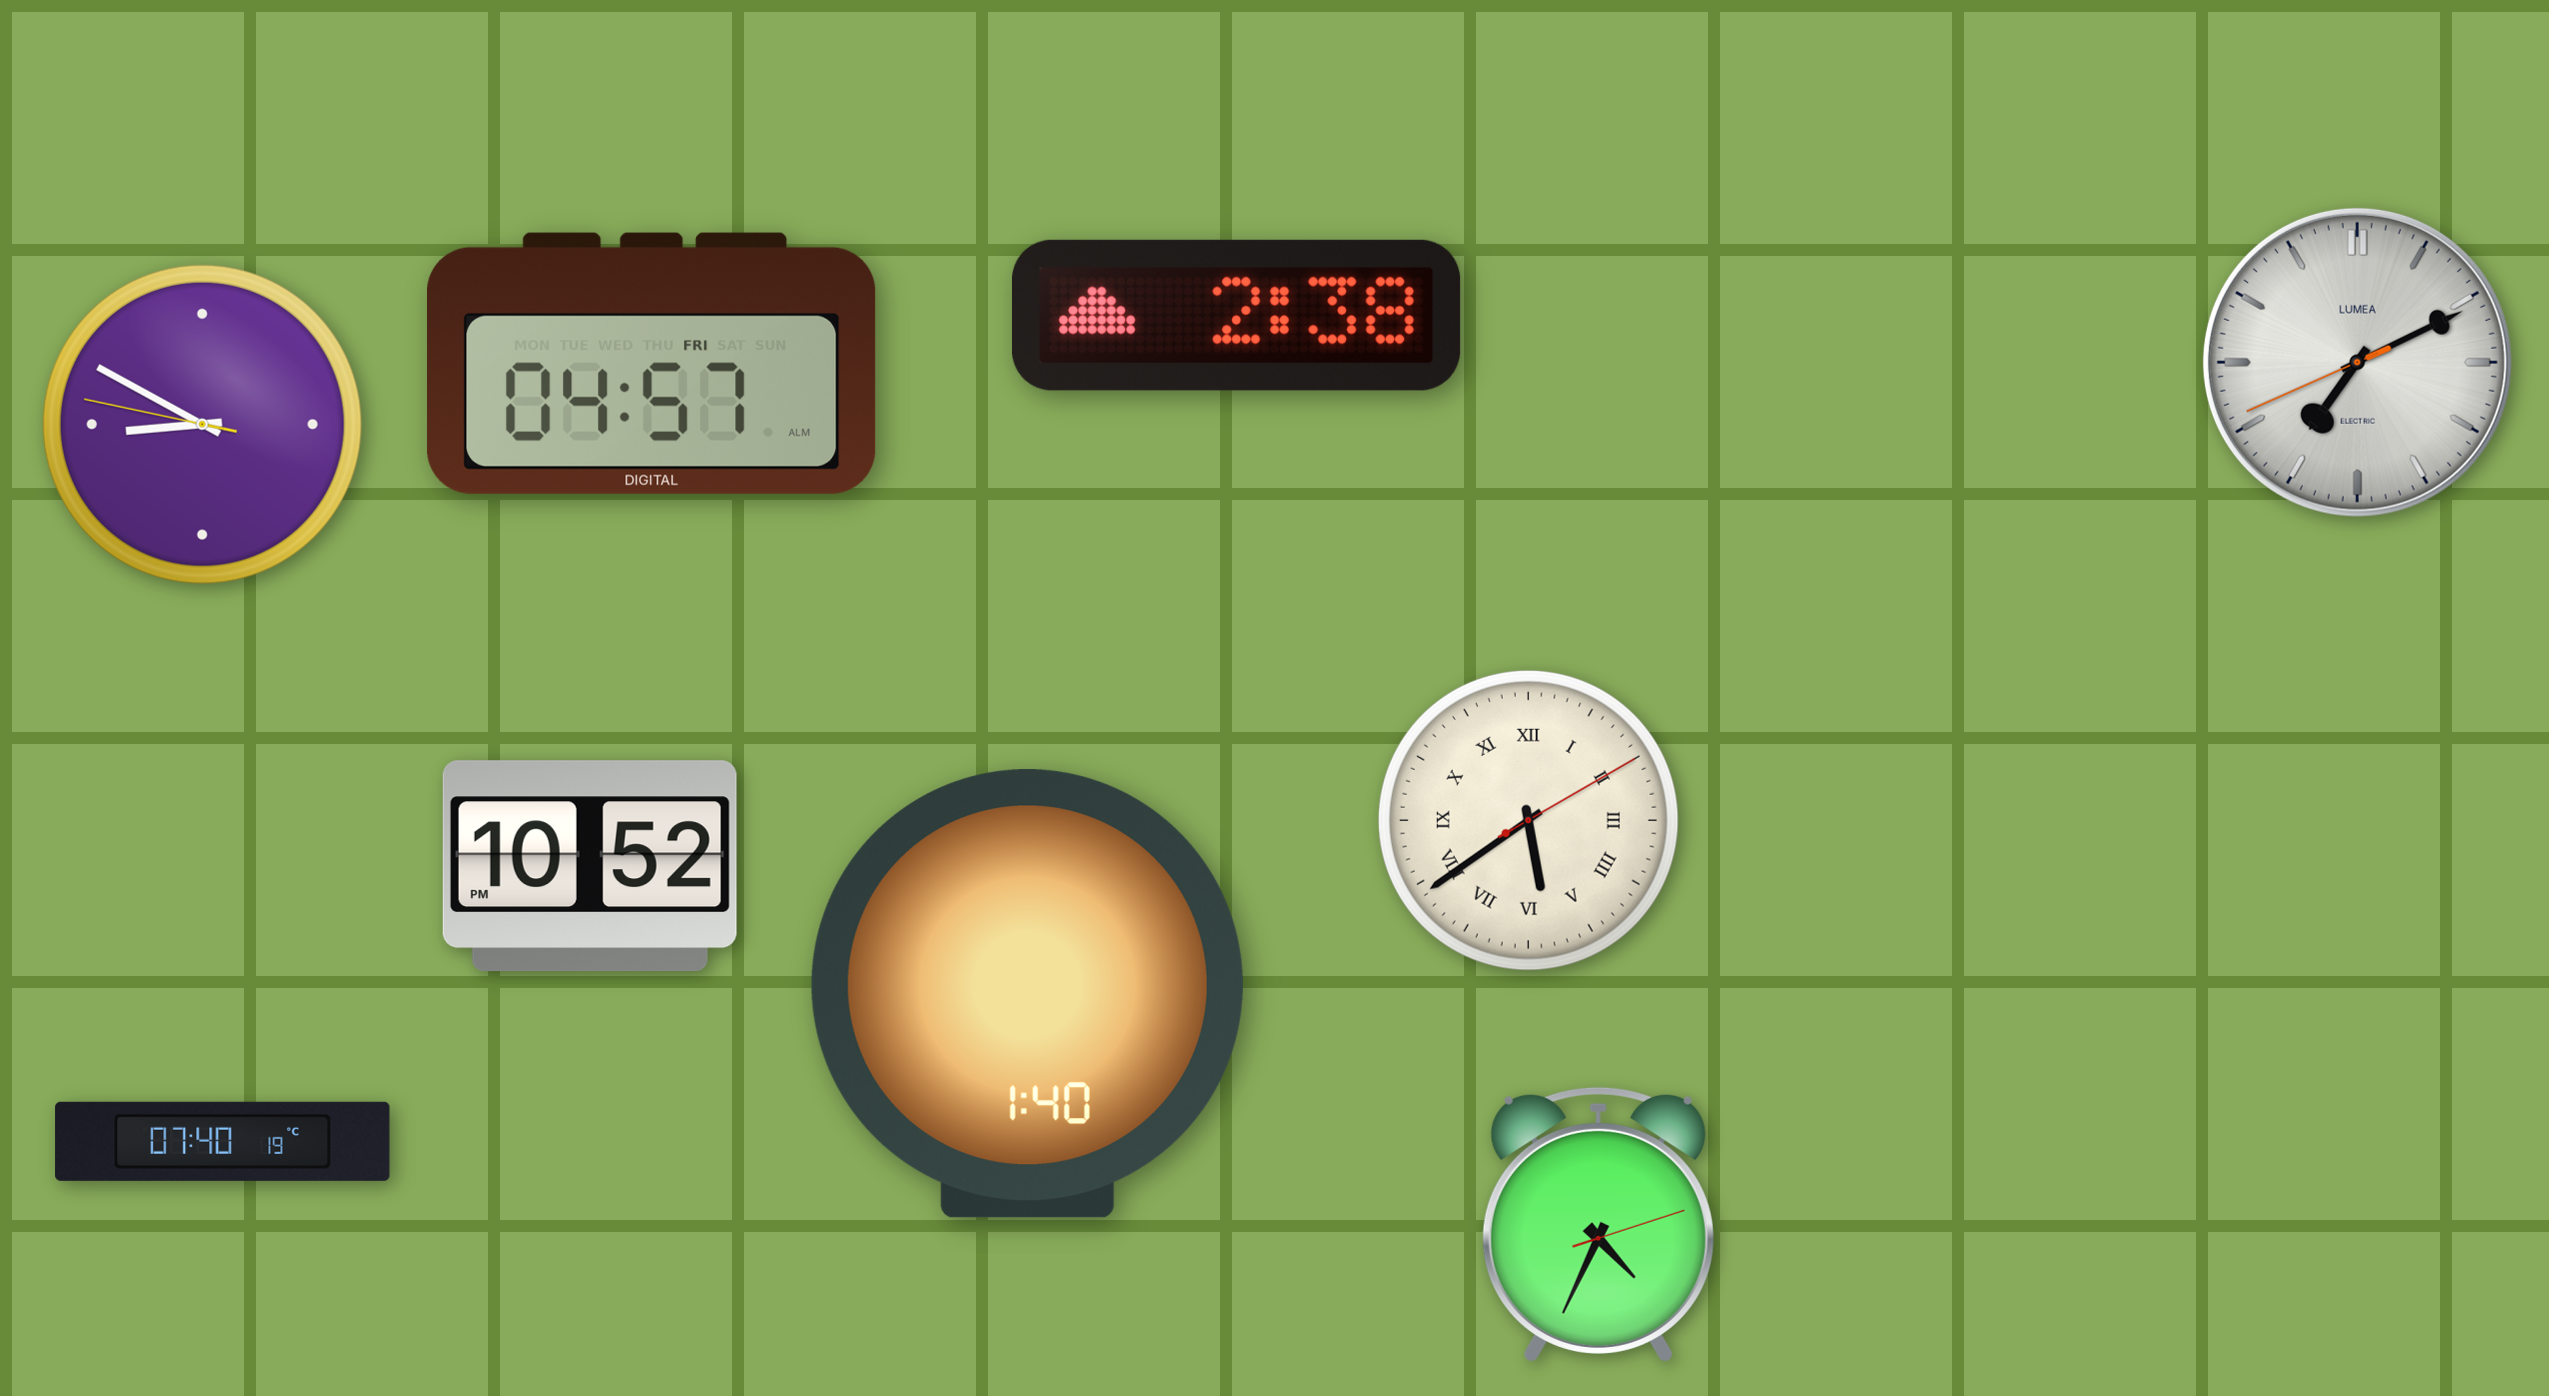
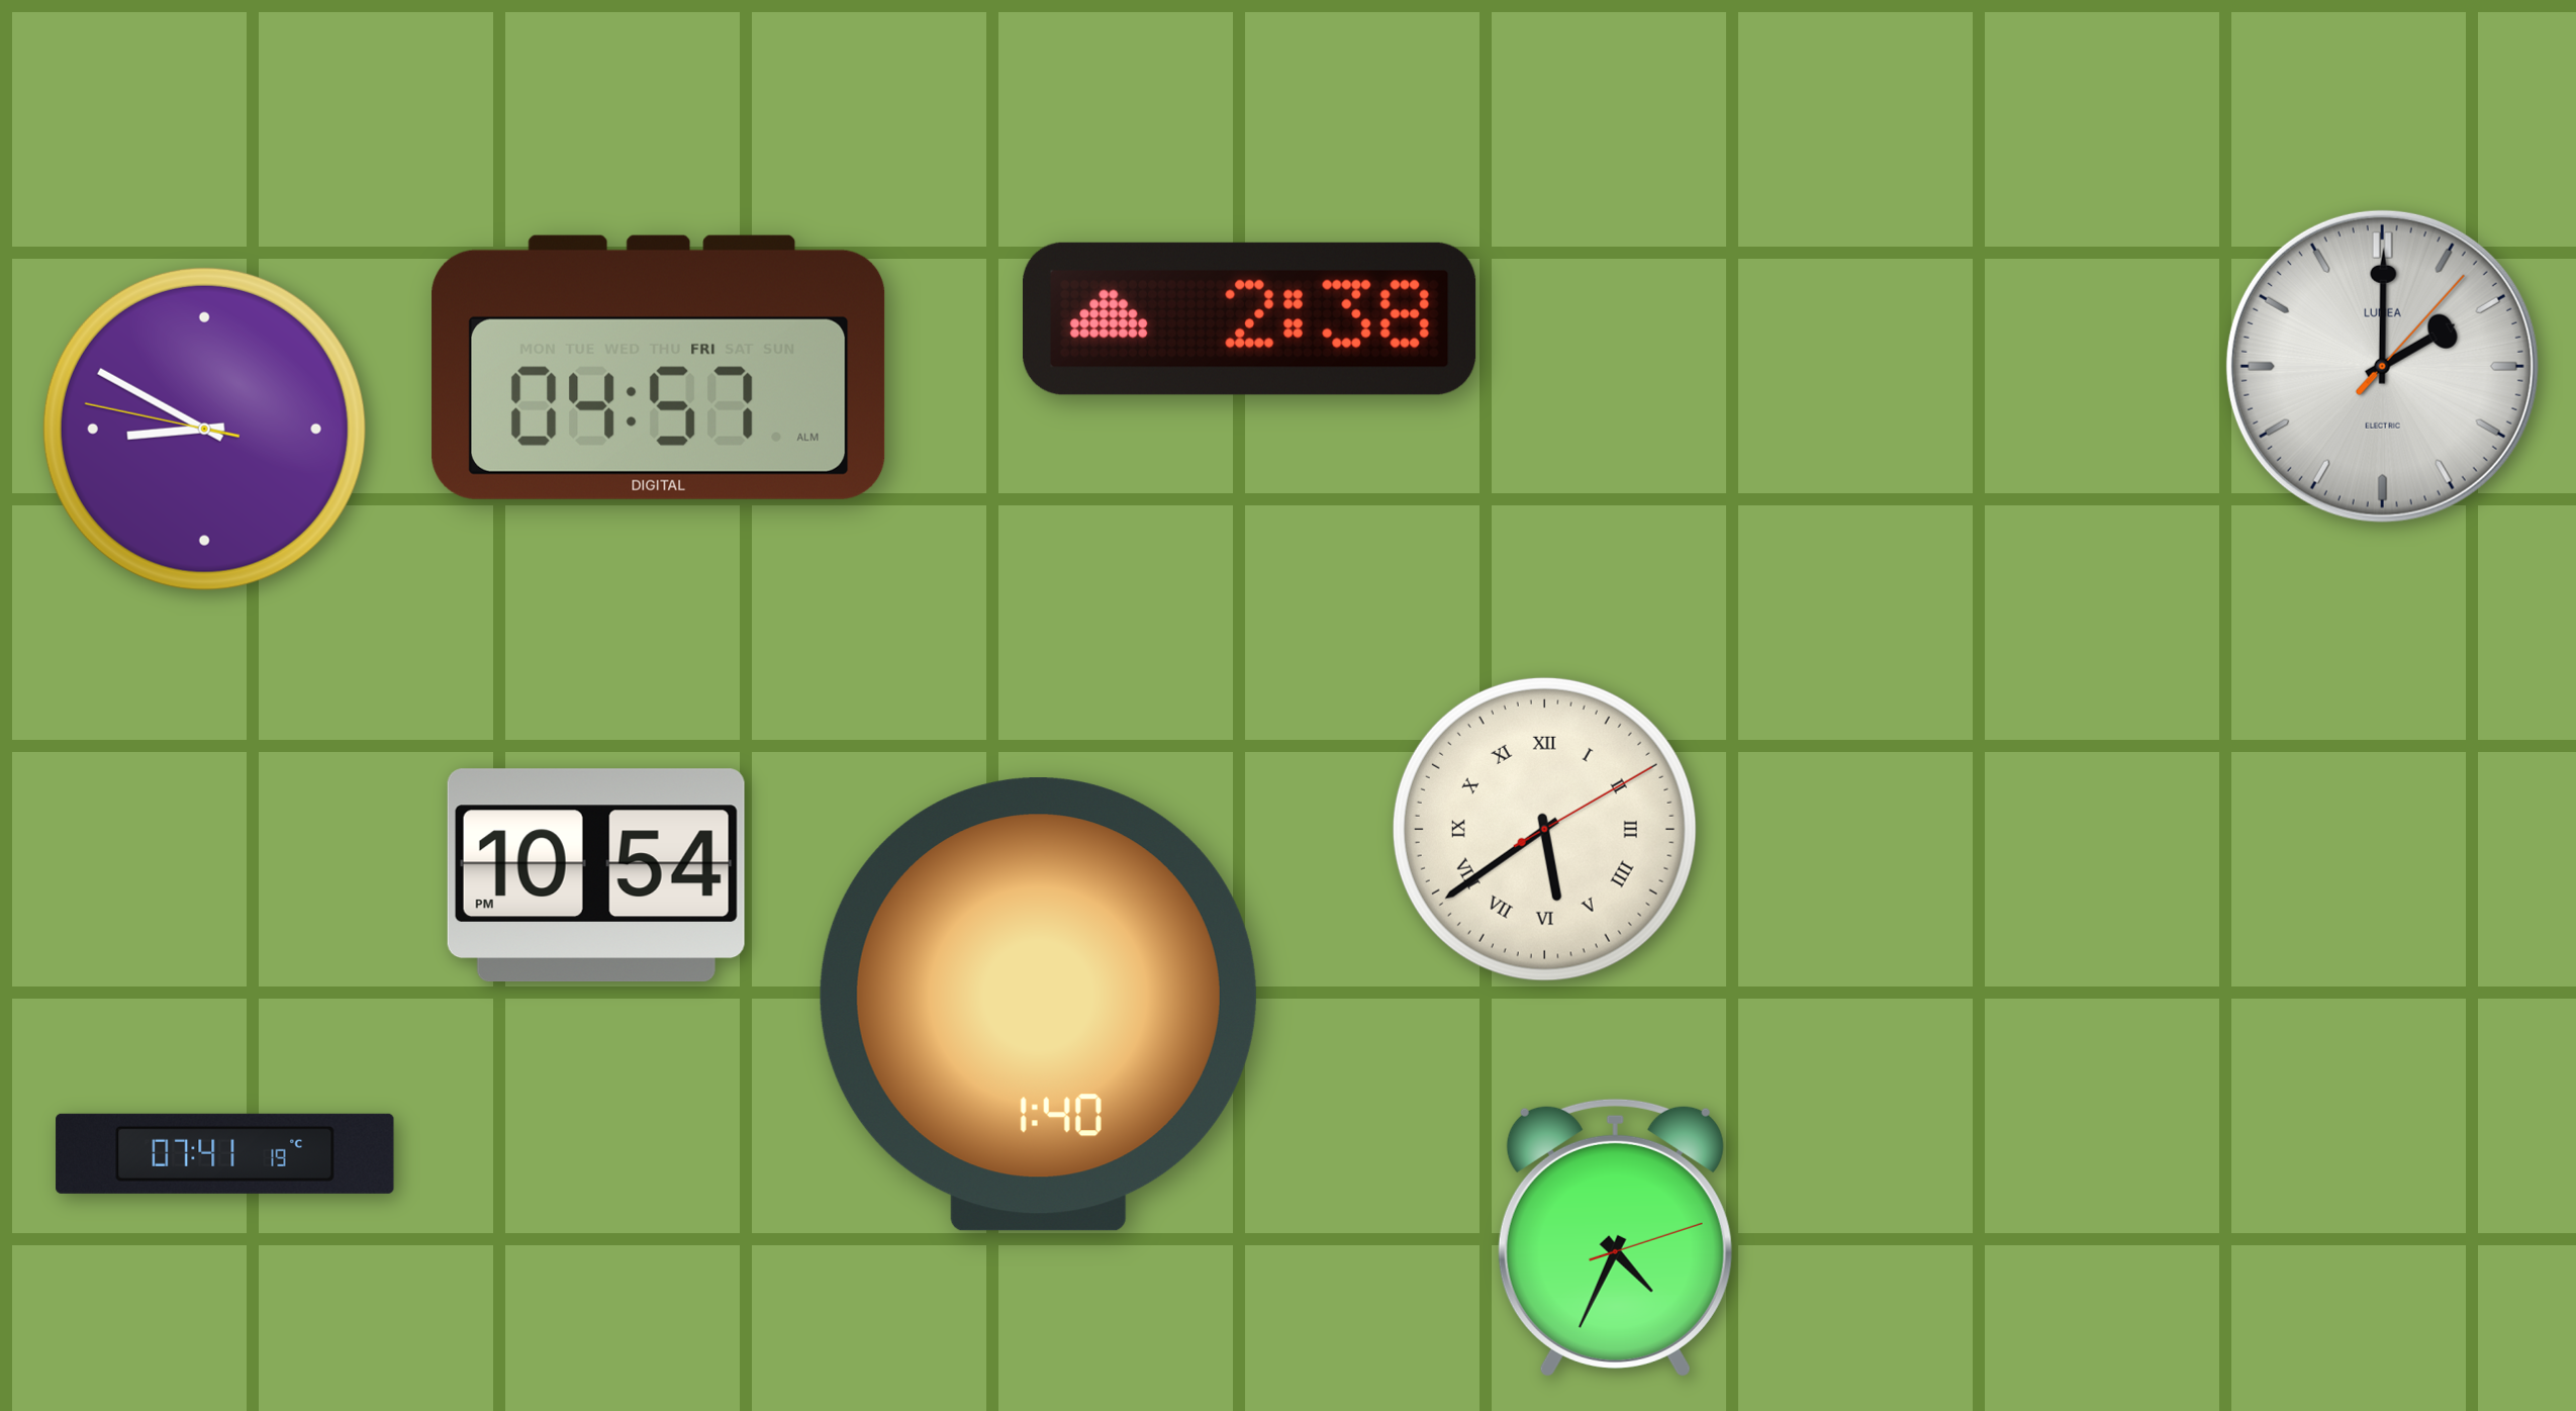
clock at (2357, 362): 7:10 -> 2:00
clock at (590, 866): 10:52 -> 10:54
clock at (223, 1141): 07:40 -> 07:41
